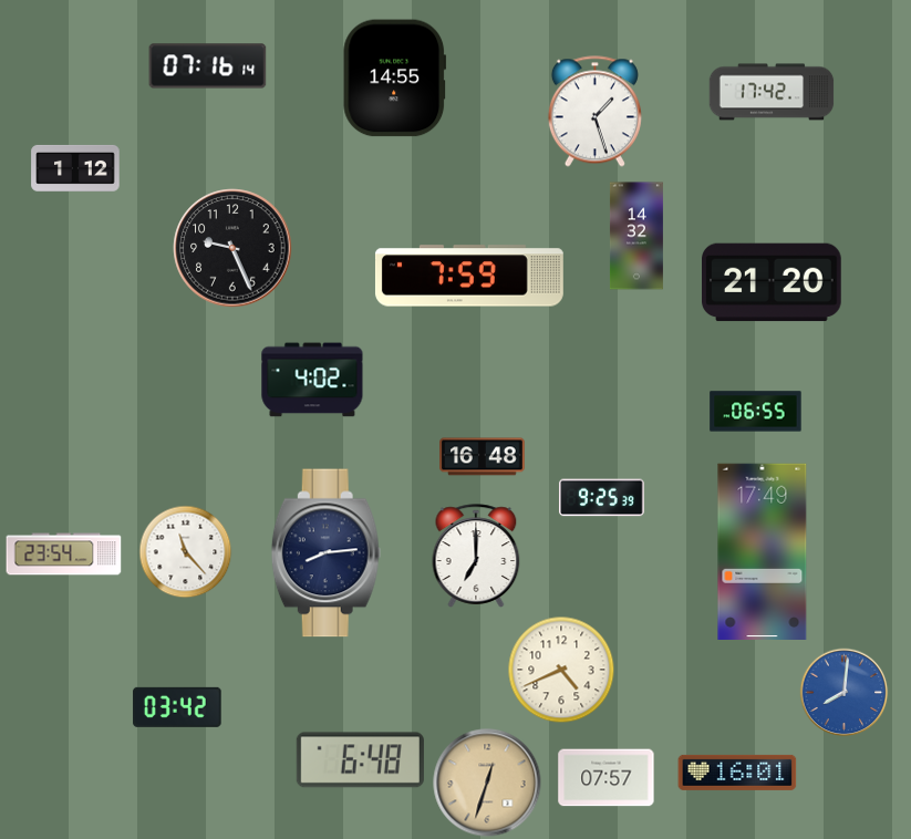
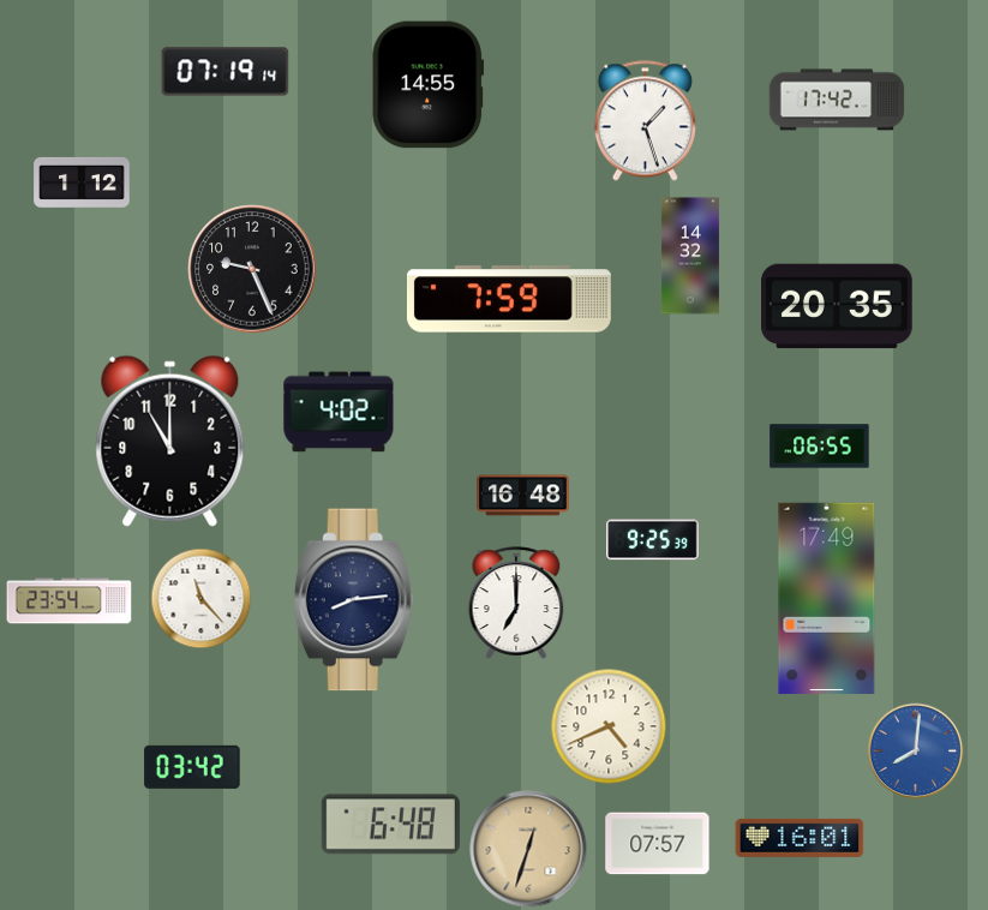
clock at (208, 66): 07:16 -> 07:19
clock at (772, 282): 21:20 -> 20:35
clock at (170, 441): none -> 11:00
